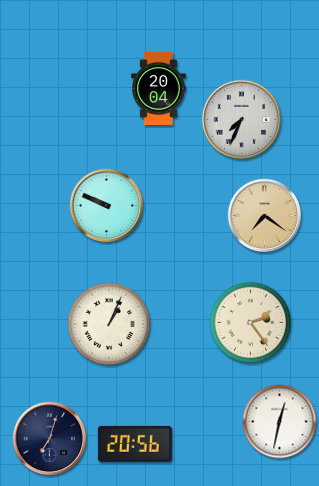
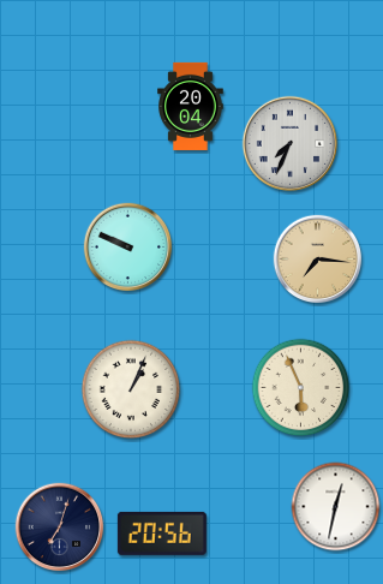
clock at (265, 216): 7:21 -> 7:16
clock at (251, 323): 2:24 -> 5:56
